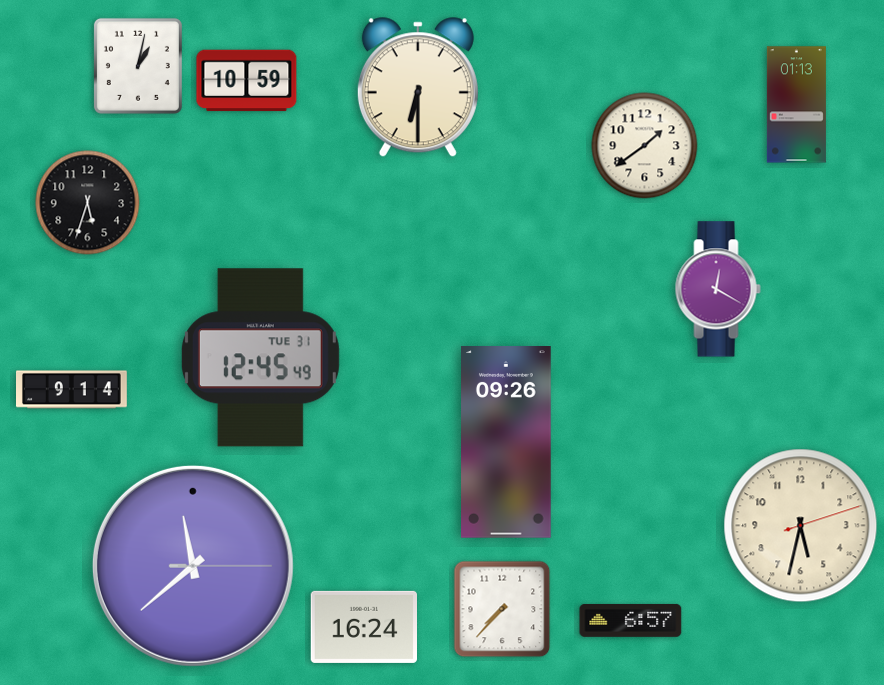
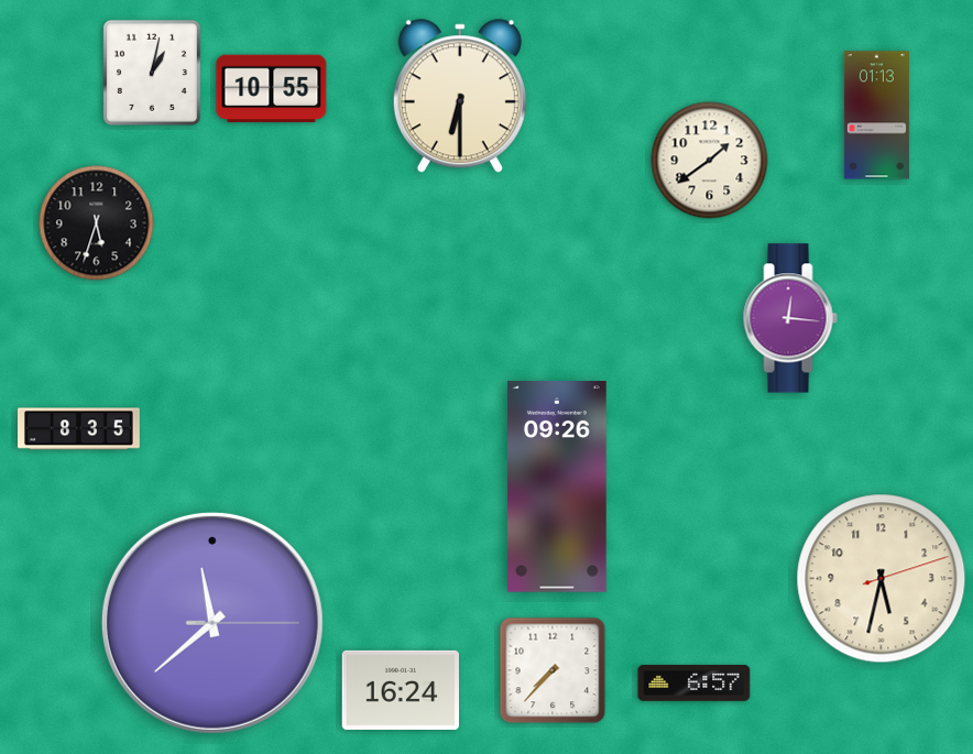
clock at (247, 81): 10:59 -> 10:55
clock at (718, 289): 12:20 -> 12:16
clock at (260, 358): 12:45 -> none
clock at (72, 390): 9:14 -> 8:35
